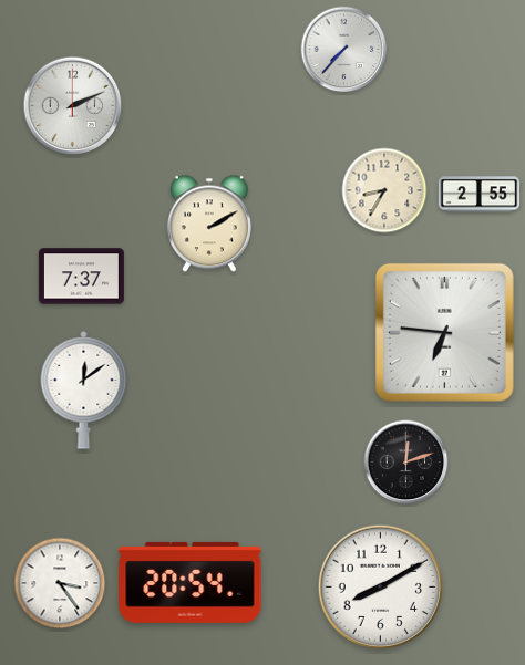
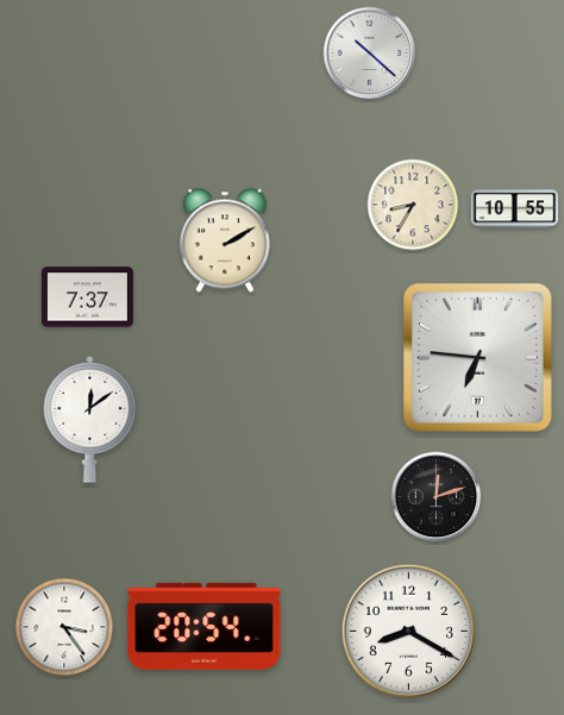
clock at (344, 50): 7:37 -> 10:22
clock at (73, 106): 2:11 -> none
clock at (480, 195): 2:55 -> 10:55
clock at (380, 586): 8:10 -> 8:20
